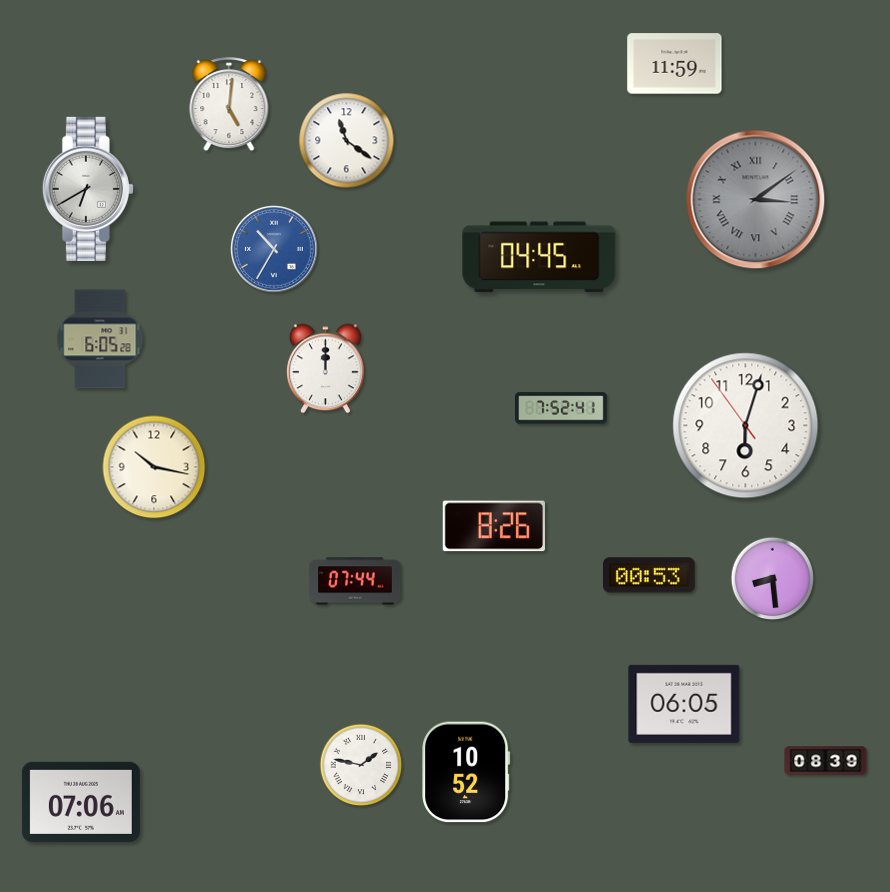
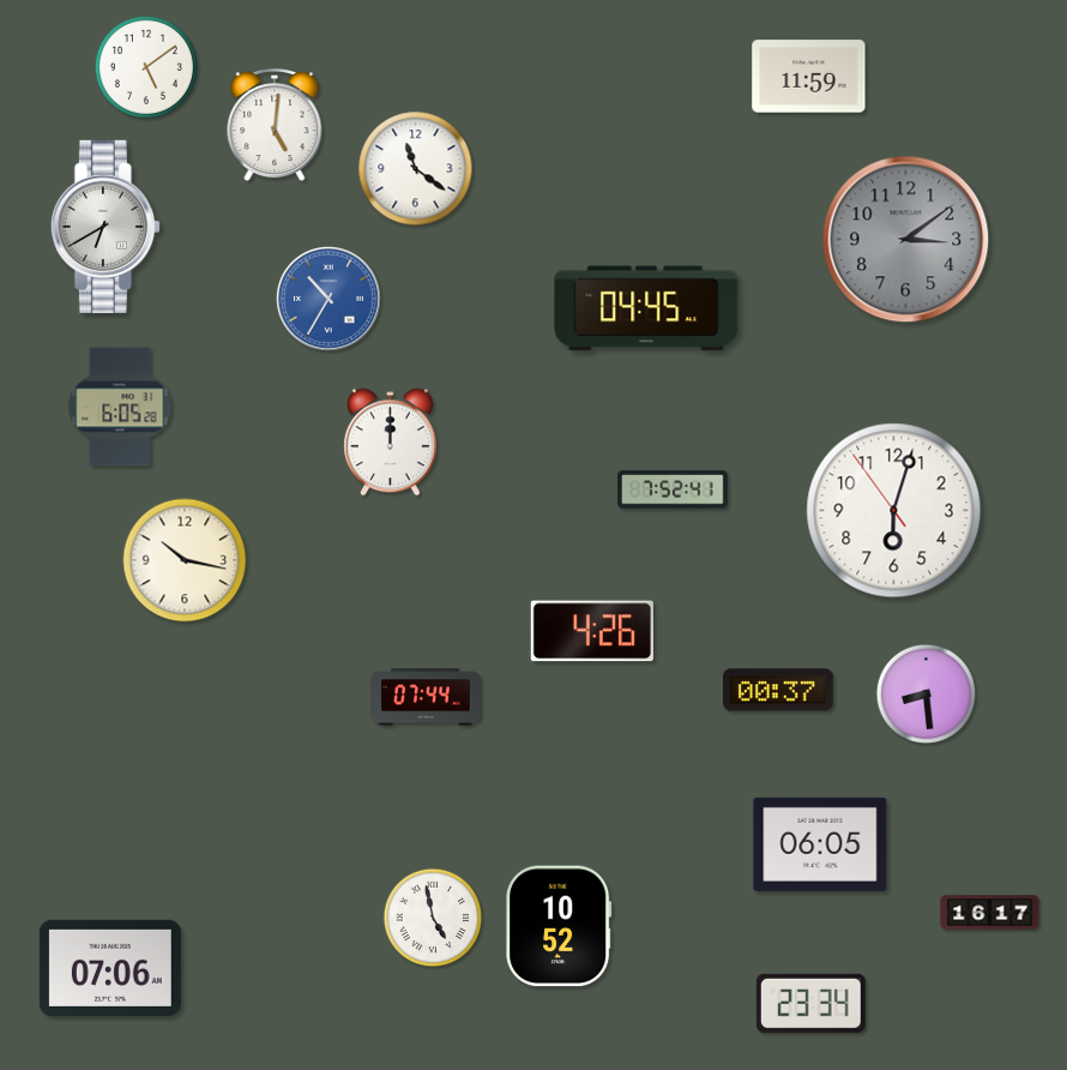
clock at (146, 67): none -> 5:09
clock at (756, 200) numerals: Roman -> Arabic
clock at (494, 526): 8:26 -> 4:26
clock at (650, 575): 00:53 -> 00:37
clock at (826, 761): 08:39 -> 16:17
clock at (361, 765): 1:47 -> 4:58
clock at (81, 802) position: (81, 802) -> (110, 968)
clock at (810, 1003): none -> 23:34
